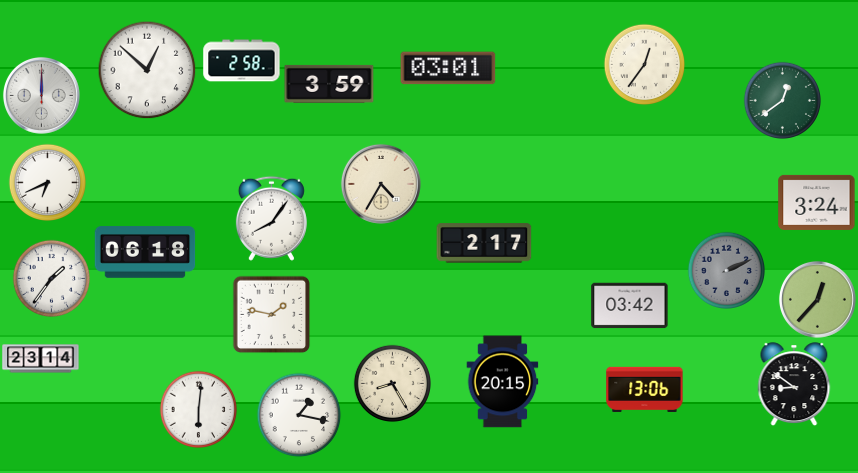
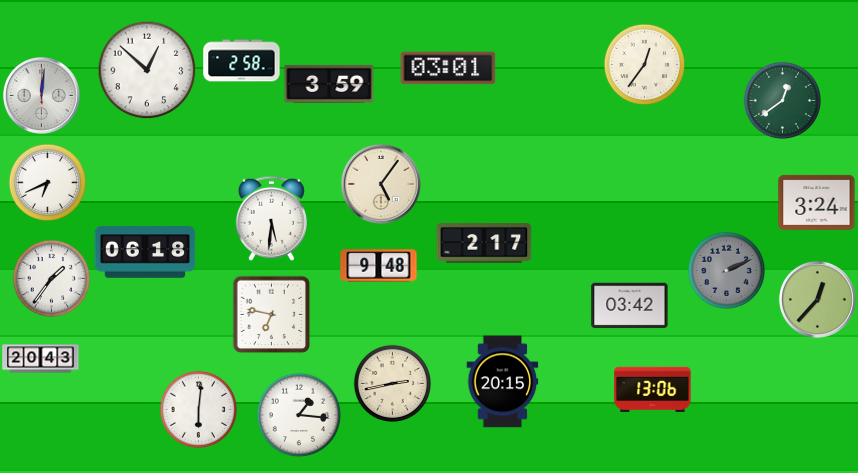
clock at (41, 95): 12:00 -> 12:01
clock at (381, 184): 4:35 -> 5:06
clock at (271, 218): 8:06 -> 5:31
clock at (379, 266): none -> 9:48
clock at (271, 314): 1:47 -> 6:47
clock at (41, 359): 23:14 -> 20:43
clock at (392, 383): 8:25 -> 2:43
clock at (794, 384): 8:51 -> none
clock at (645, 389) position: (645, 389) -> (653, 389)
clock at (299, 415): 1:17 -> 1:16
